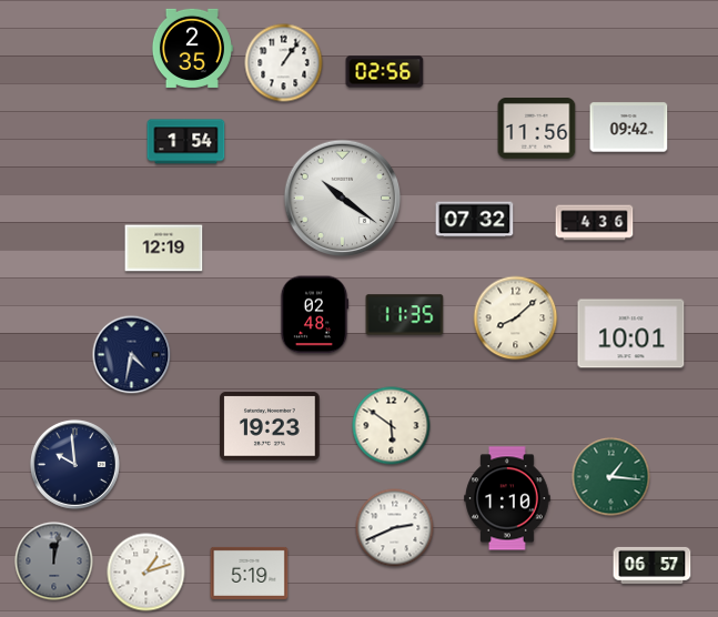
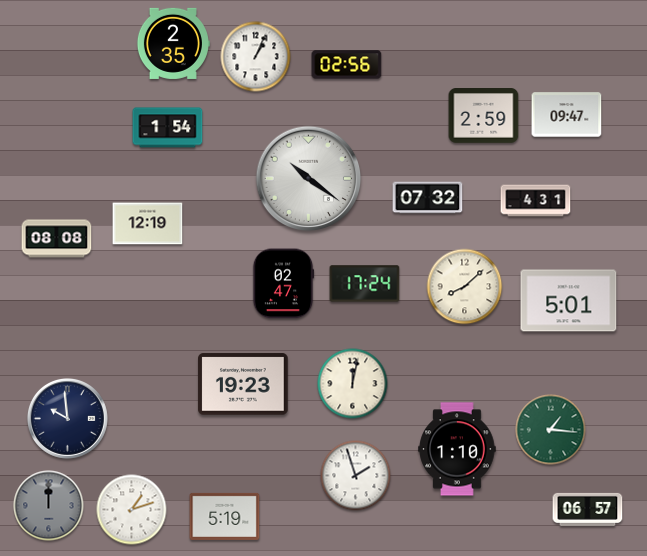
clock at (284, 63): 1:06 -> 1:04
clock at (629, 128): 09:42 -> 09:47
clock at (537, 129): 11:56 -> 2:59
clock at (595, 223): 4:36 -> 4:31
clock at (57, 239): none -> 08:08
clock at (314, 315): 02:48 -> 02:47
clock at (405, 315): 11:35 -> 17:24
clock at (631, 334): 10:01 -> 5:01
clock at (132, 355): 4:32 -> none
clock at (392, 426): 5:51 -> 12:02
clock at (395, 528): 2:41 -> 1:57
clock at (54, 562): 12:02 -> 12:00
clock at (146, 573) position: (146, 573) -> (132, 510)
